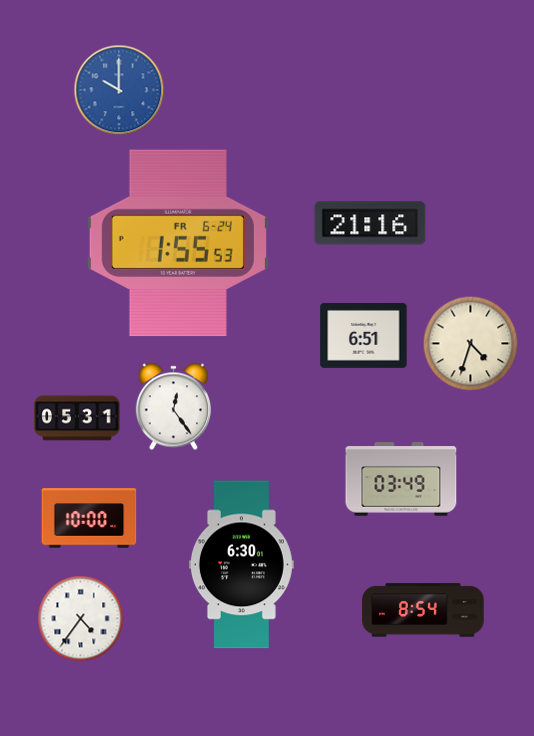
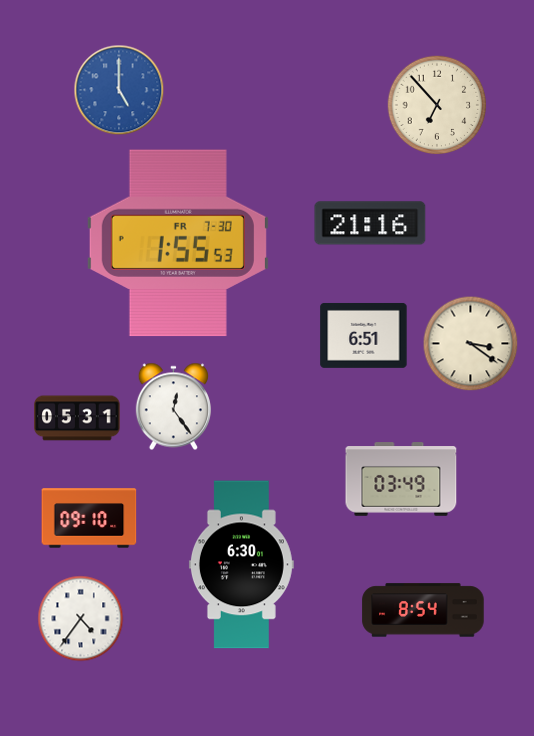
clock at (119, 90): 10:00 -> 5:00
clock at (437, 105): none -> 6:53
clock at (178, 243) date: FR 6-24 -> FR 7-30
clock at (471, 344): 4:33 -> 3:21
clock at (89, 518): 10:00 -> 09:10
